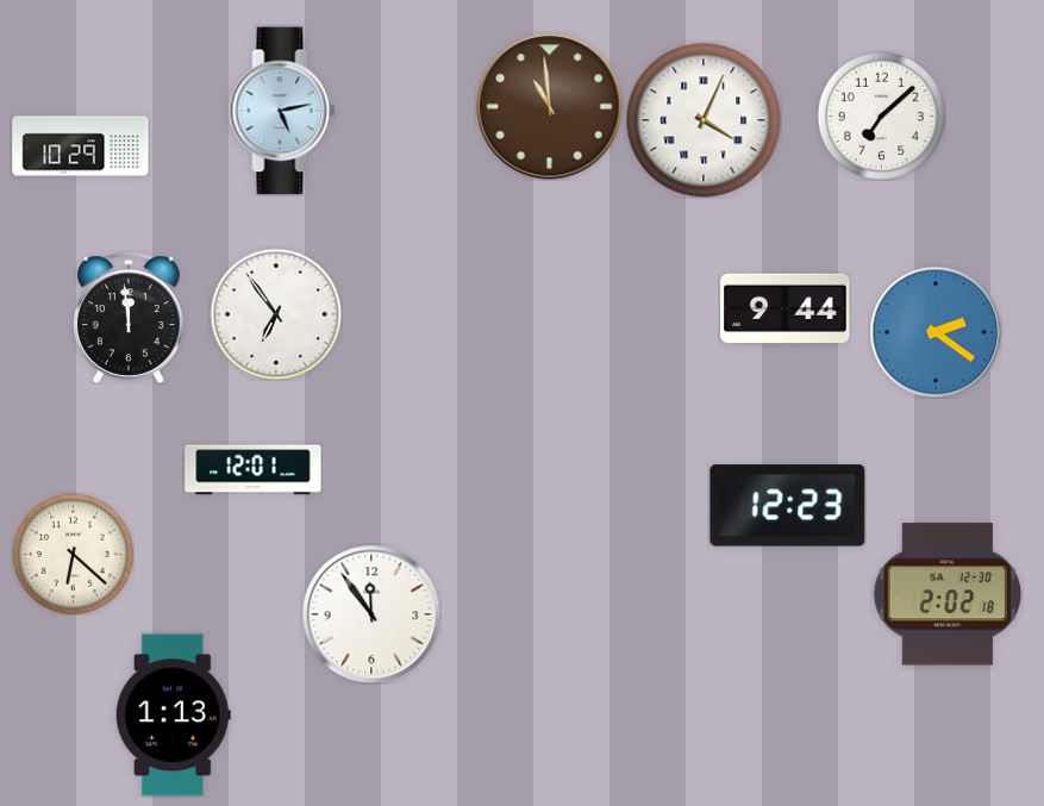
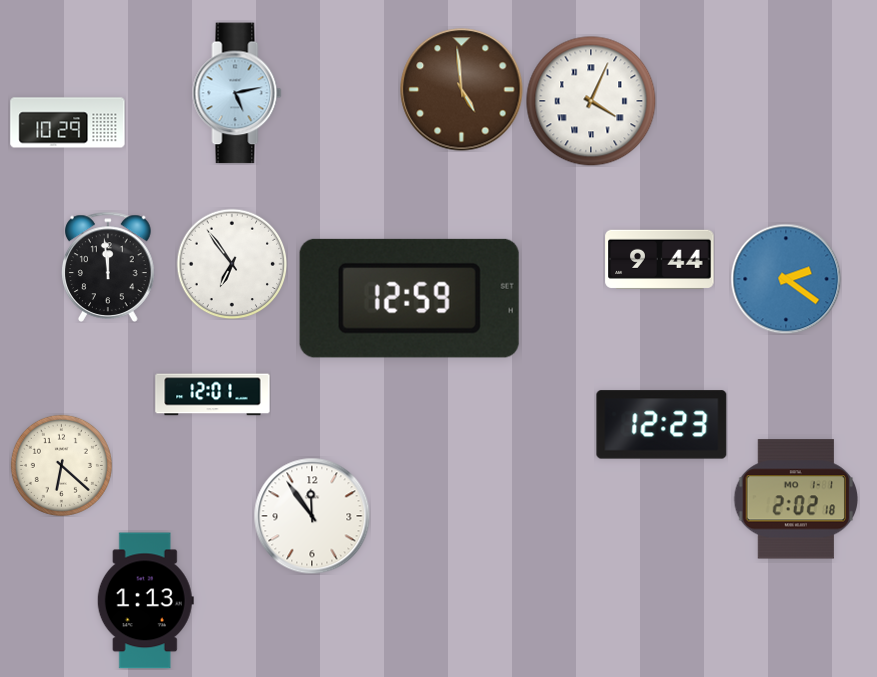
clock at (550, 107): 10:59 -> 4:59
clock at (881, 115): 7:08 -> none
clock at (409, 298): none -> 12:59
clock at (946, 594) date: SA 12-30 -> MO 1-1
